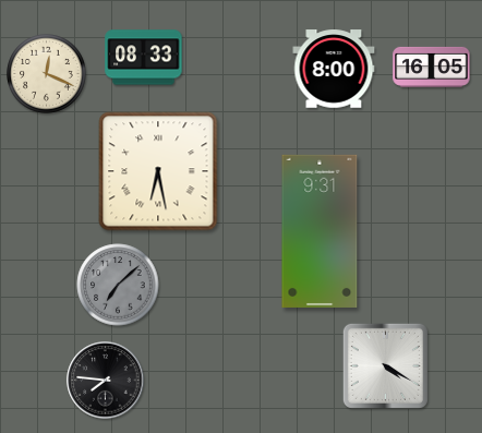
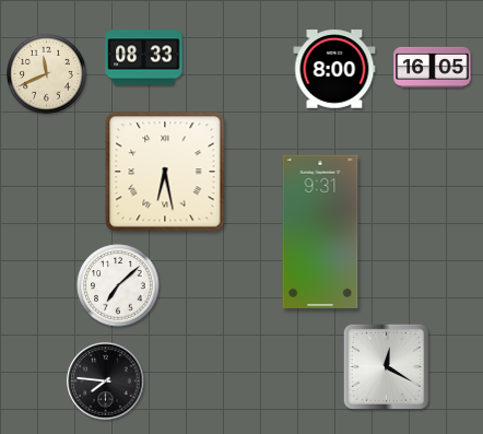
clock at (47, 74): 12:19 -> 11:41
clock at (158, 171) position: (158, 171) -> (165, 172)
clock at (118, 285) dial: grey -> white
clock at (385, 365): 4:20 -> 12:20
